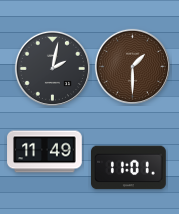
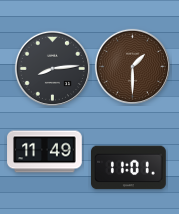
clock at (52, 68): 2:02 -> 8:14
